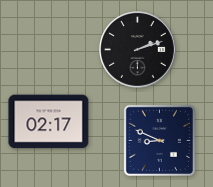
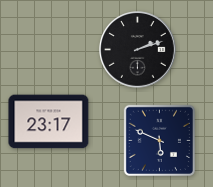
clock at (49, 122): 02:17 -> 23:17
clock at (159, 140): 8:49 -> 5:49
